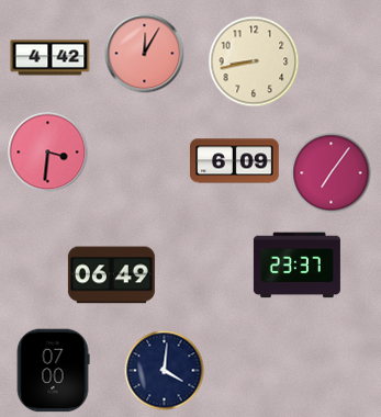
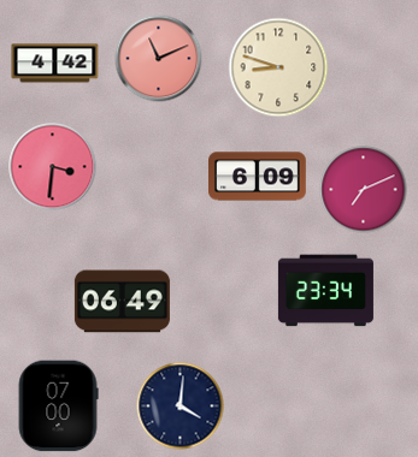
clock at (145, 54): 12:05 -> 11:11
clock at (254, 61): 8:43 -> 8:48
clock at (332, 173): 7:06 -> 7:11
clock at (296, 266): 23:37 -> 23:34
